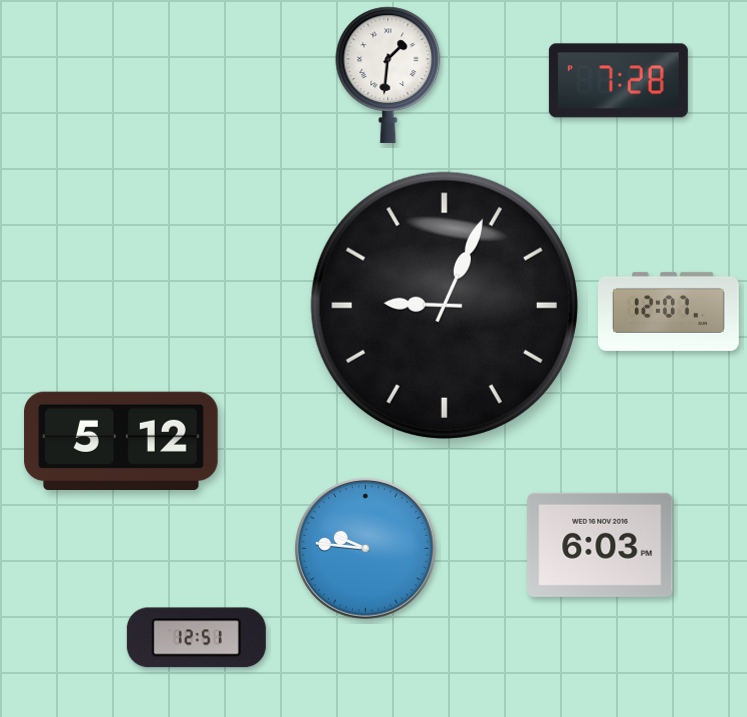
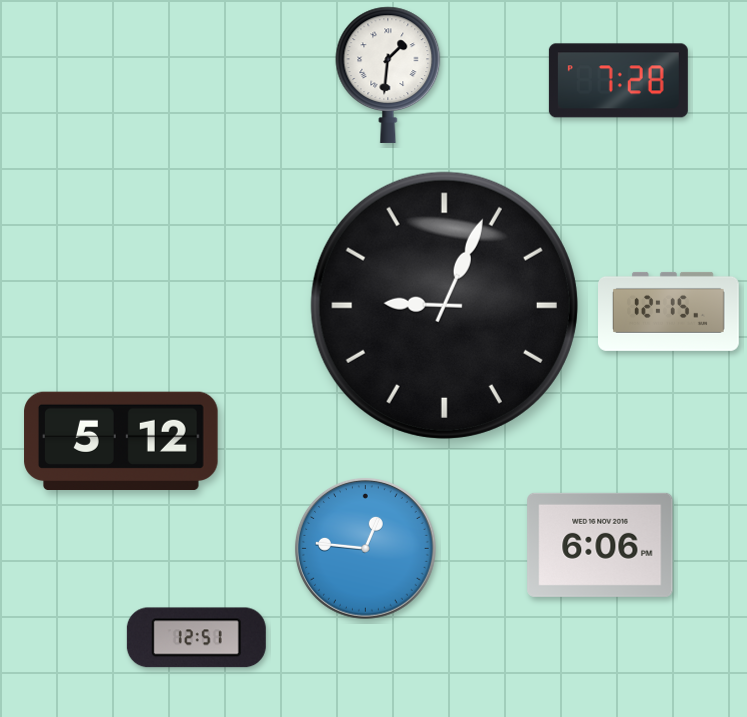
clock at (669, 311): 12:07 -> 12:15
clock at (600, 545): 6:03 -> 6:06
clock at (366, 549): 9:46 -> 12:46
